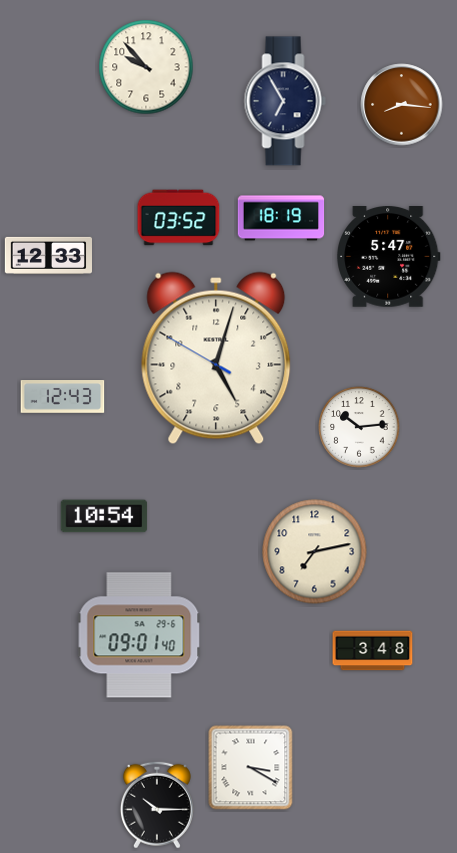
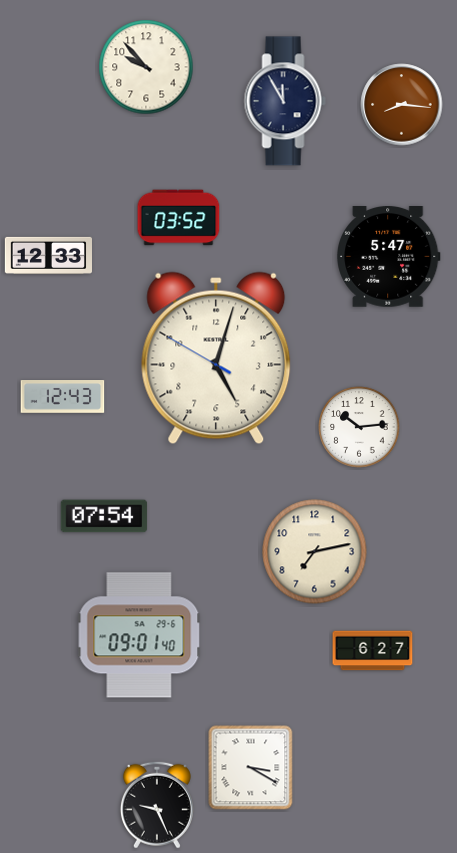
clock at (285, 101): 6:55 -> 11:55
clock at (281, 218): 18:19 -> none
clock at (104, 516): 10:54 -> 07:54
clock at (373, 651): 3:48 -> 6:27
clock at (157, 805): 10:15 -> 9:26
